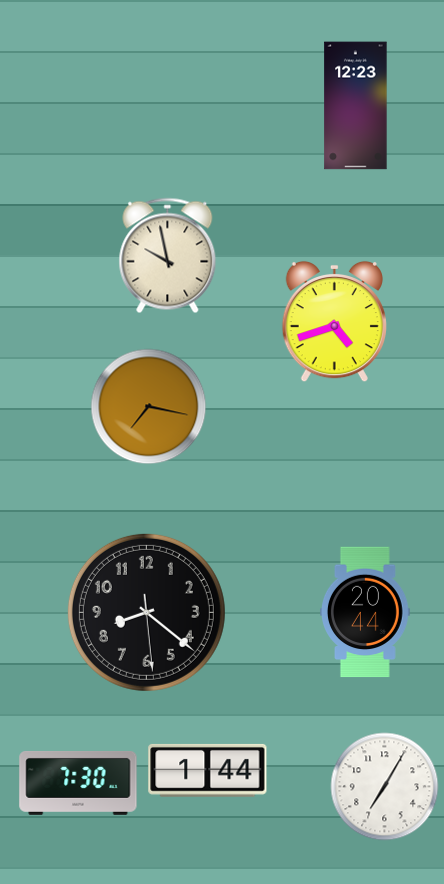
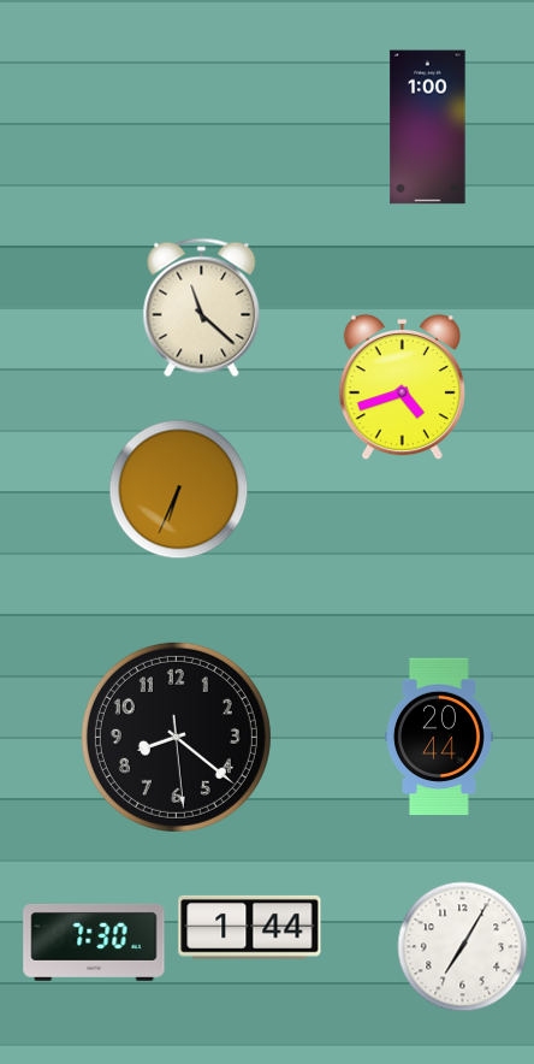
clock at (356, 106): 12:23 -> 1:00
clock at (168, 256): 9:58 -> 11:22
clock at (149, 407): 7:17 -> 6:34
